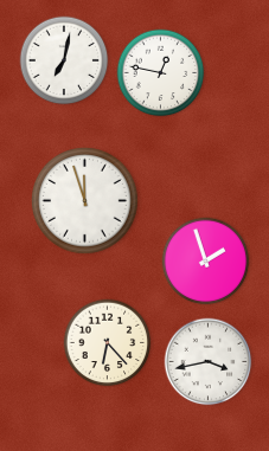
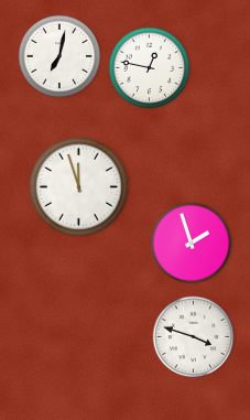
clock at (108, 343): 6:23 -> none
clock at (209, 362): 3:43 -> 3:48
